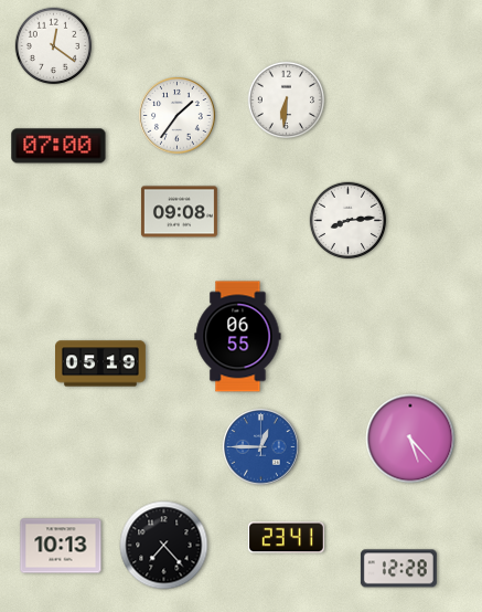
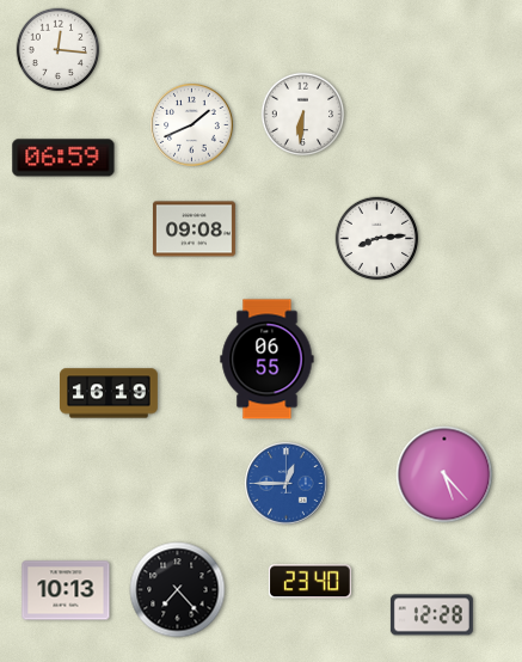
clock at (54, 46): 12:21 -> 12:16
clock at (287, 101) position: (287, 101) -> (303, 115)
clock at (178, 116): 1:36 -> 1:41
clock at (58, 146): 07:00 -> 06:59
clock at (238, 337) position: (238, 337) -> (268, 360)
clock at (101, 363): 05:19 -> 16:19
clock at (261, 447) position: (261, 447) -> (287, 484)
clock at (286, 538): 23:41 -> 23:40
